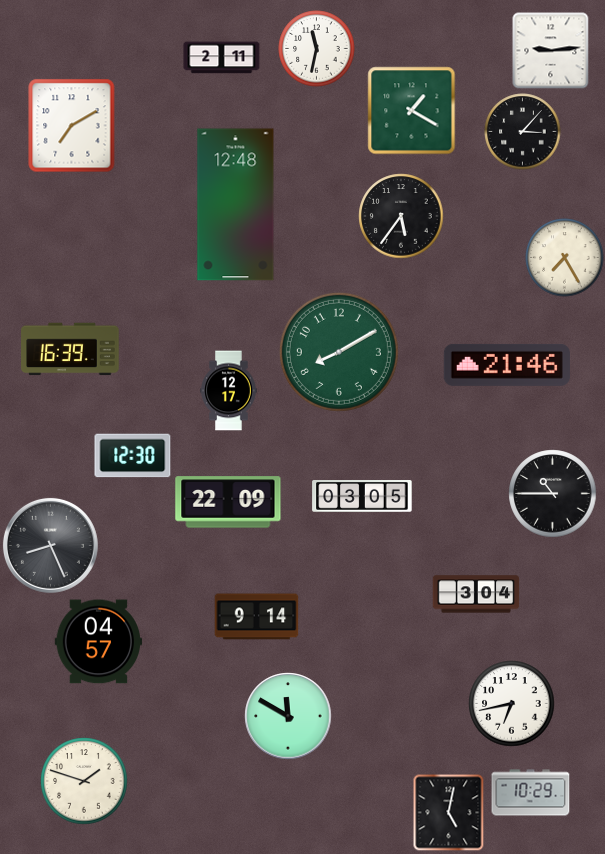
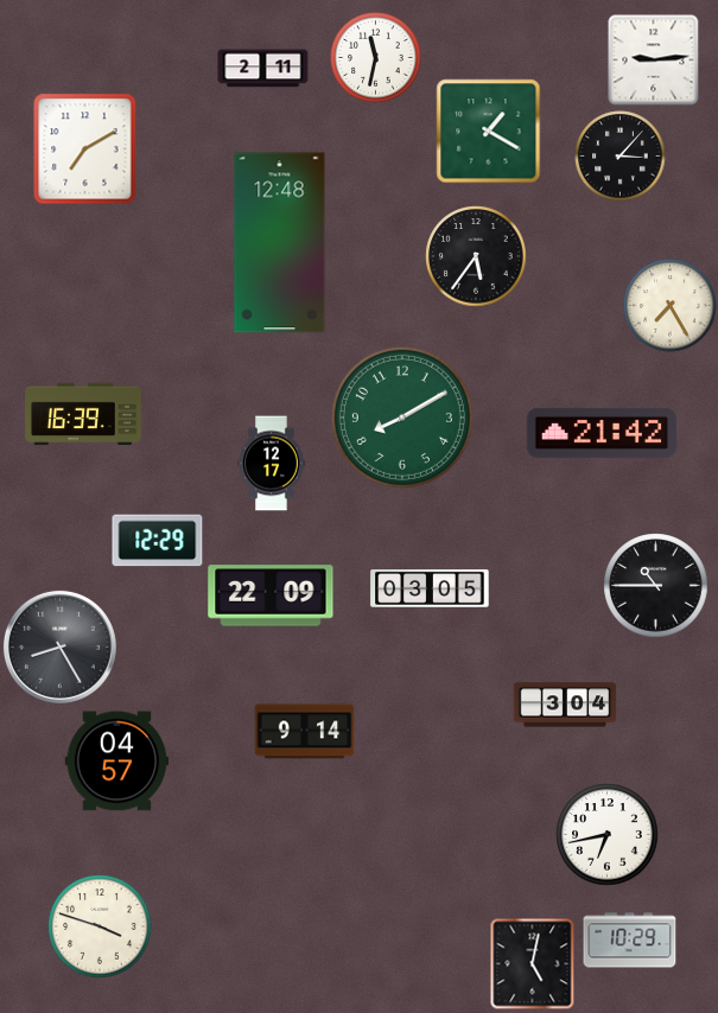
clock at (507, 365): 21:46 -> 21:42
clock at (133, 456): 12:30 -> 12:29
clock at (50, 545): 8:26 -> 8:25
clock at (288, 716): 11:50 -> none
clock at (84, 781): 1:48 -> 3:48
